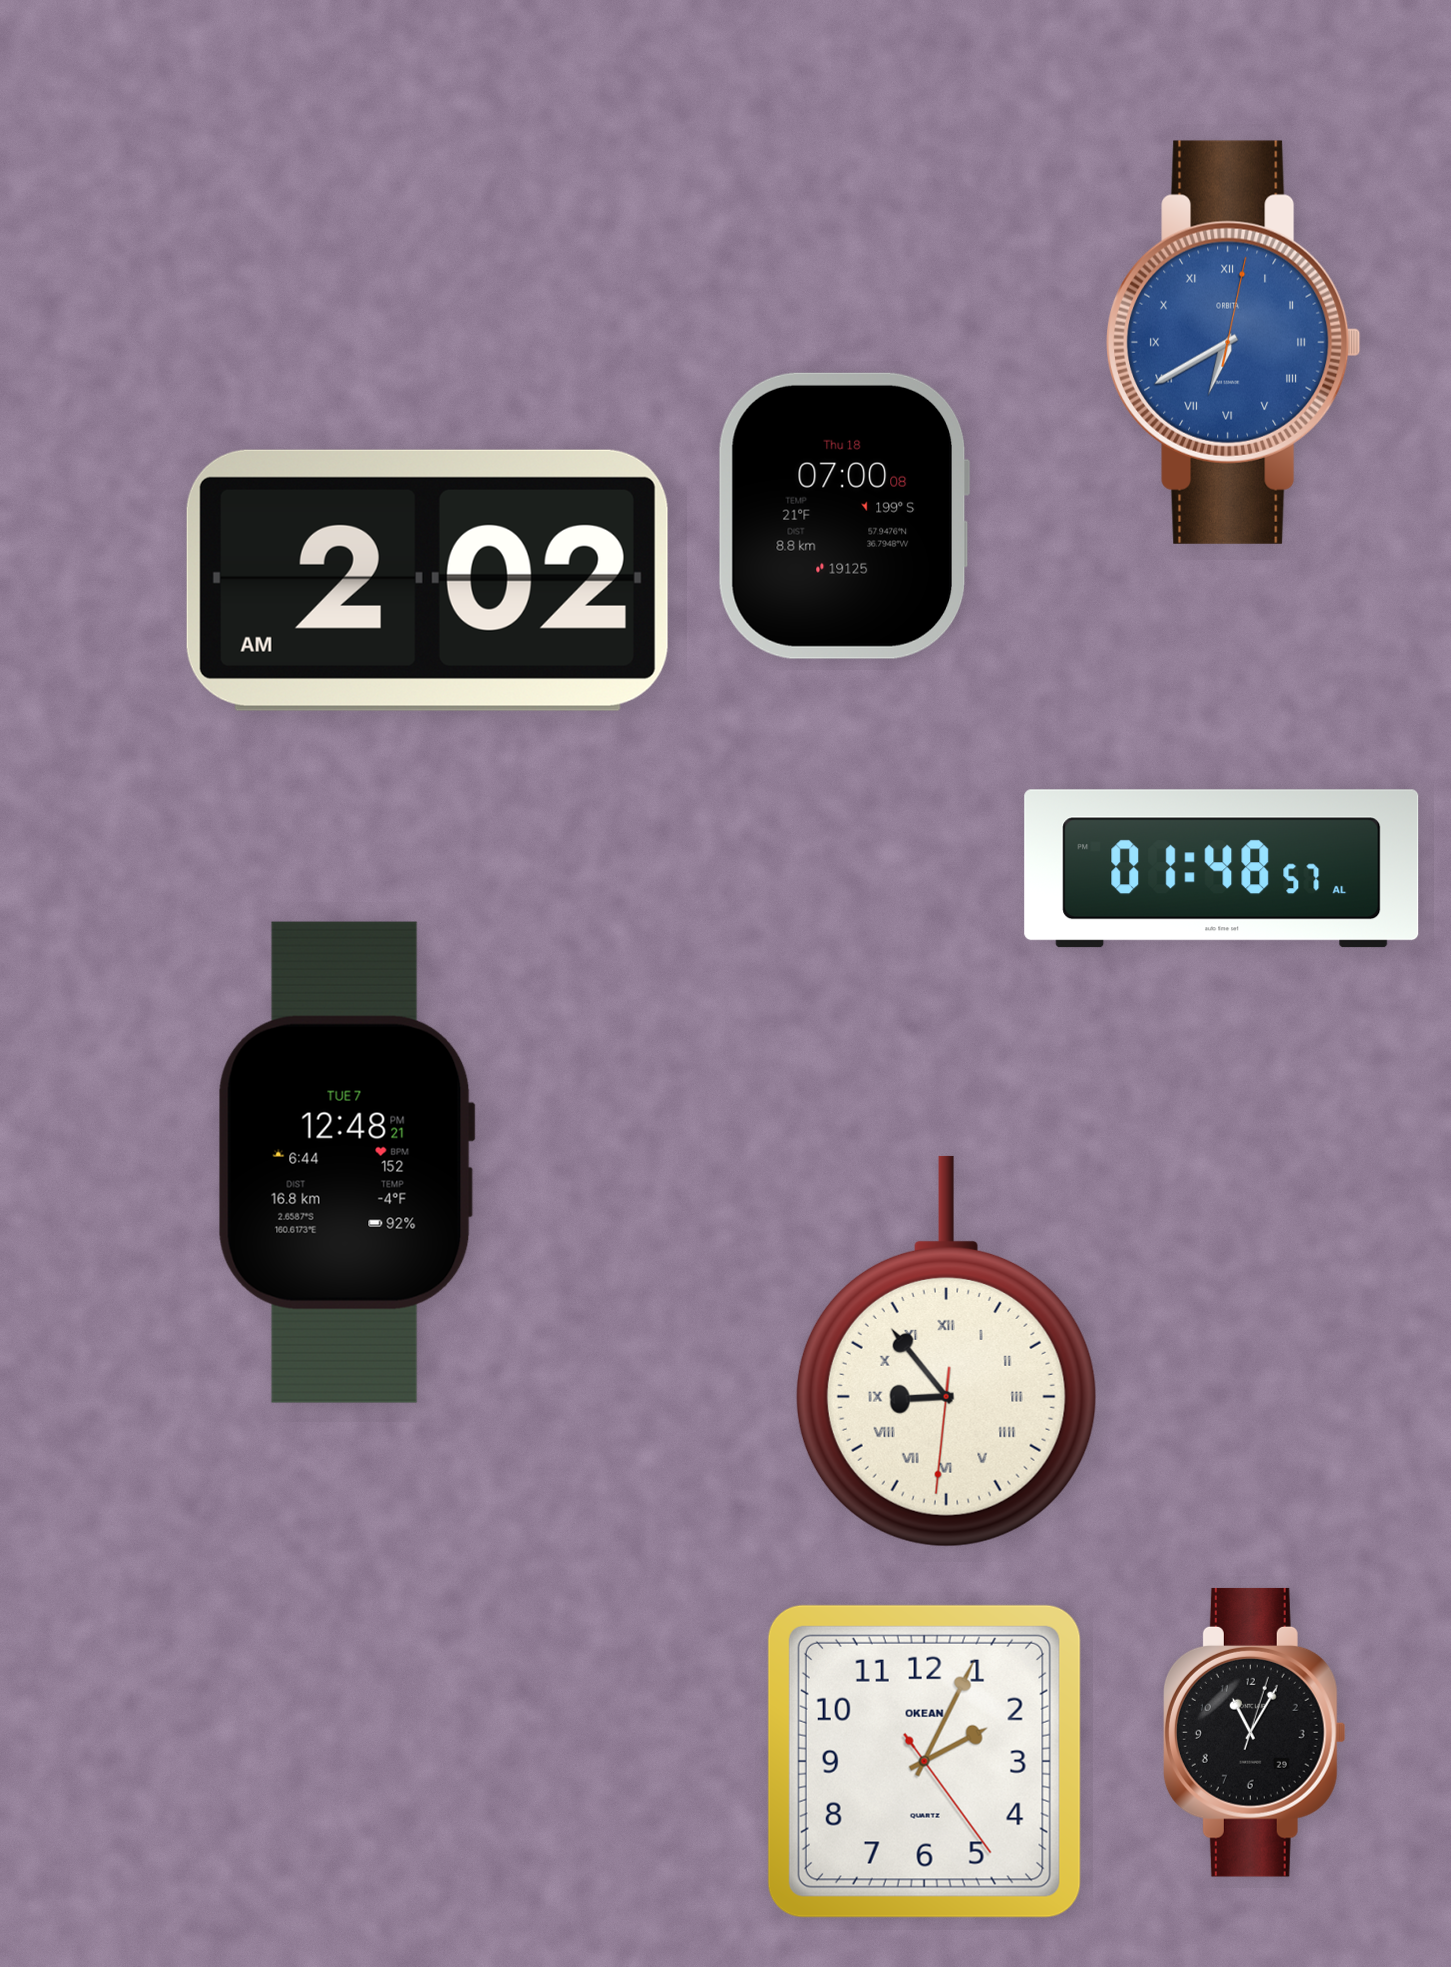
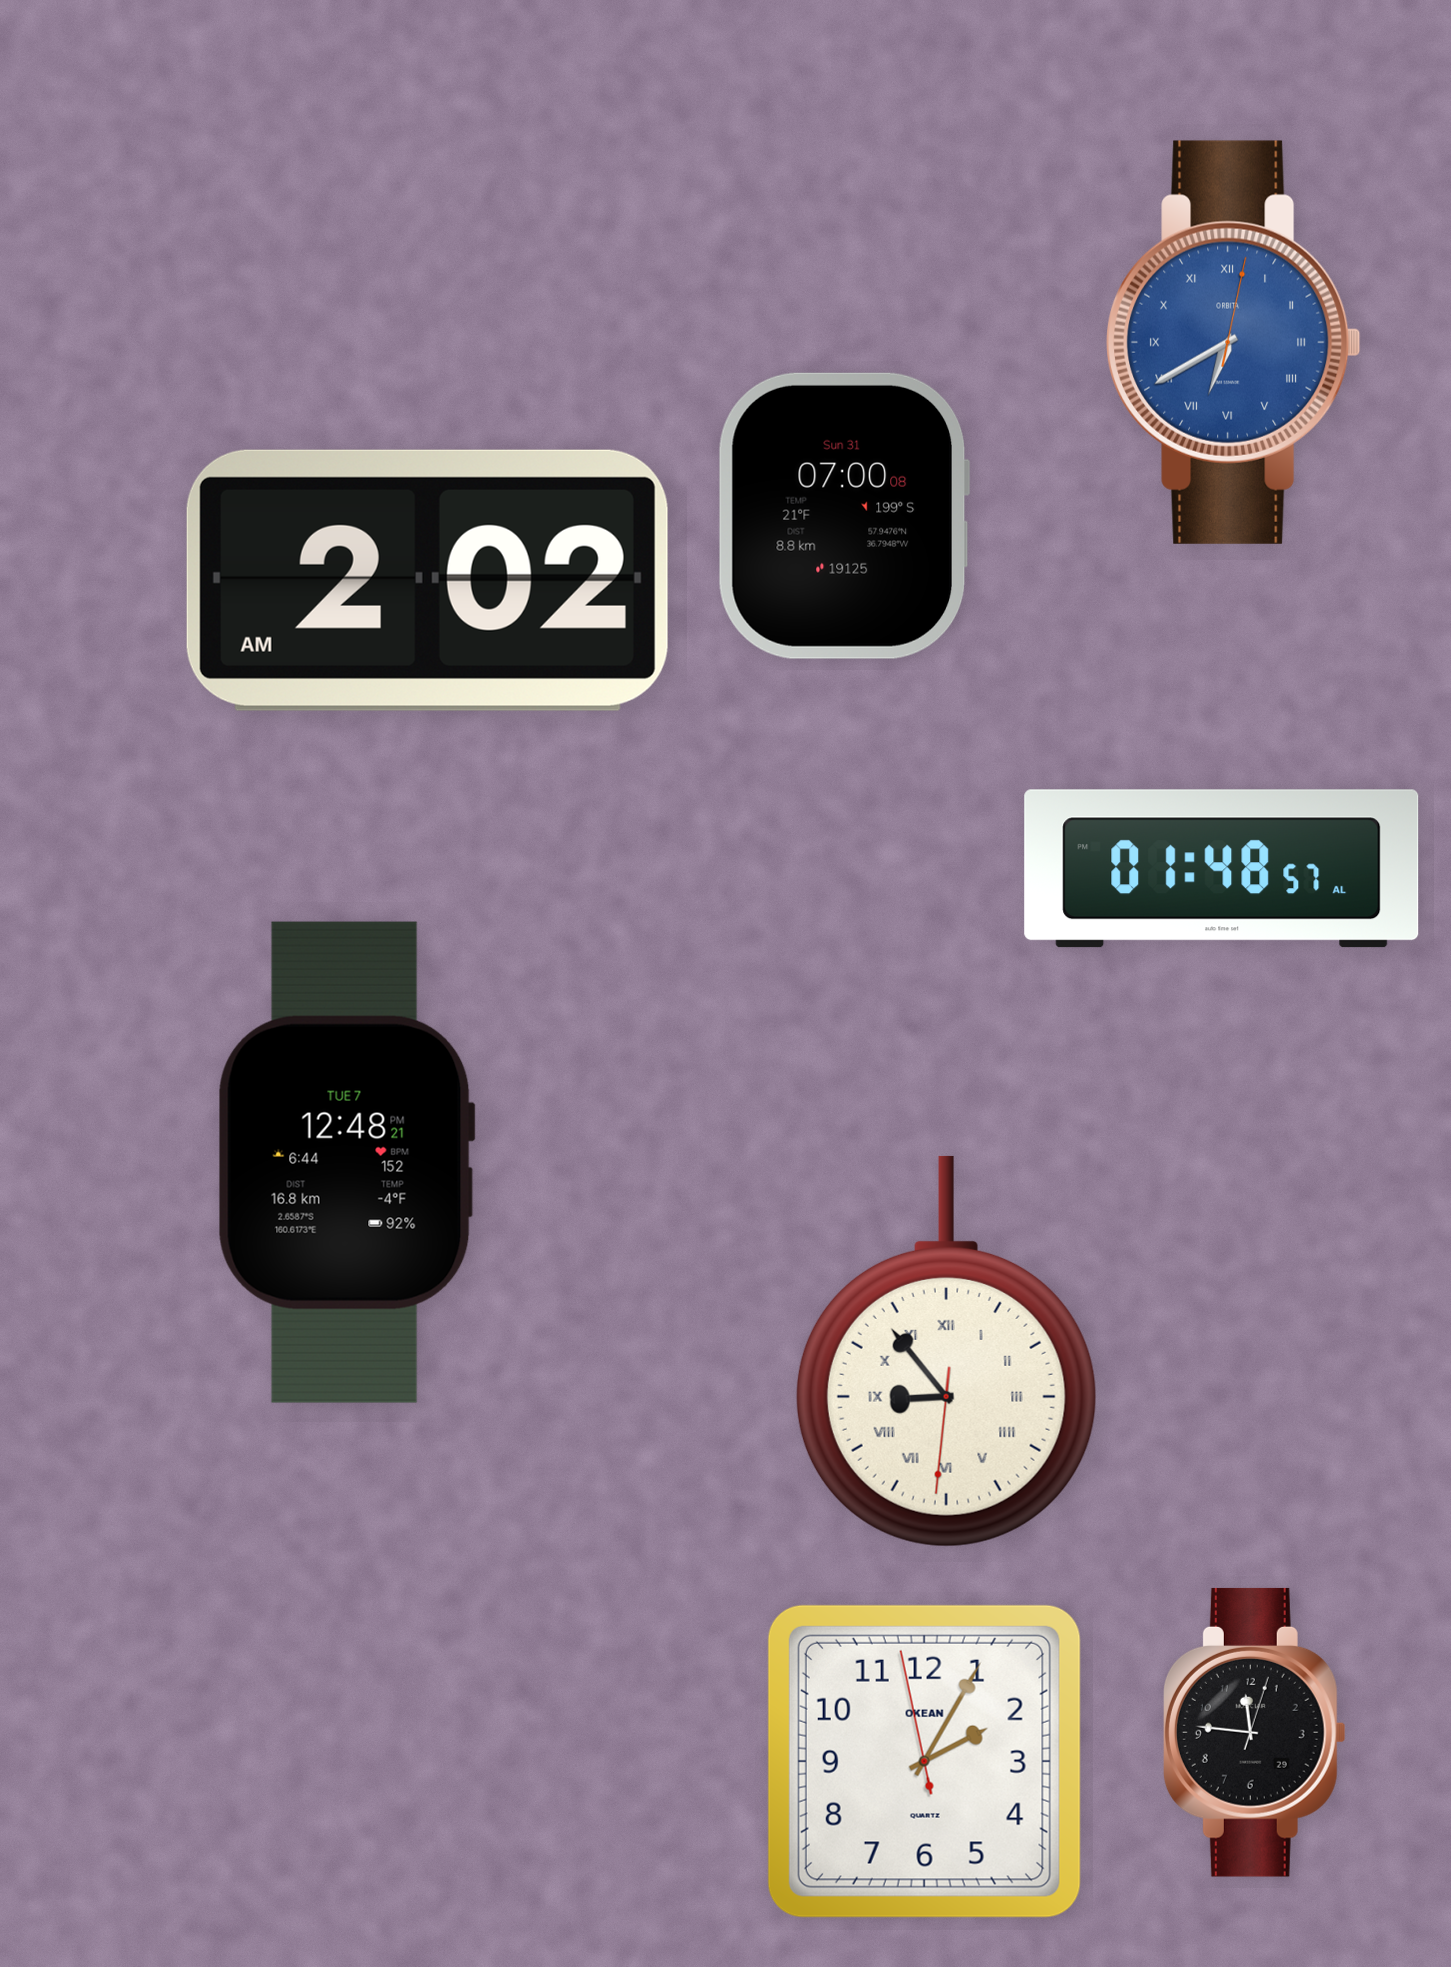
clock at (843, 516) date: Thu 18 -> Sun 31
clock at (1254, 1732): 11:05 -> 11:46
clock at (924, 1761): 2:04:24 -> 2:04:58
